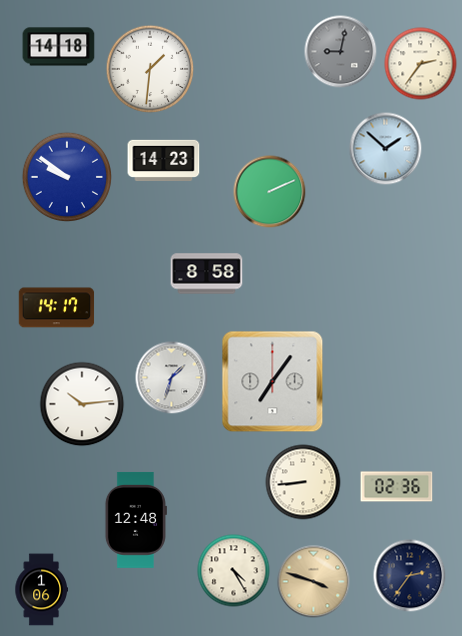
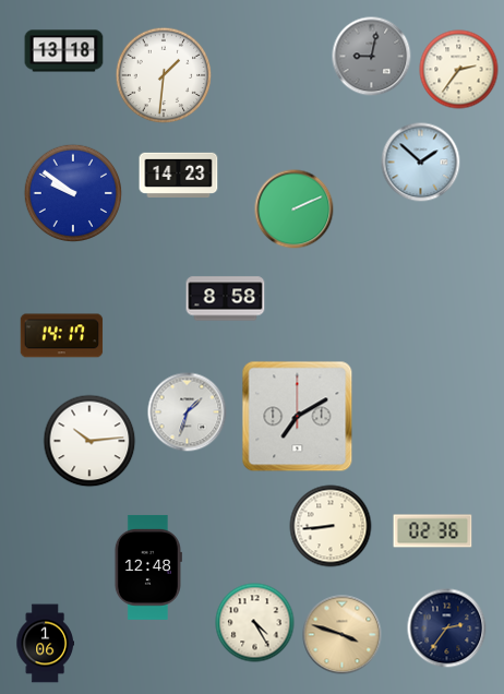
clock at (59, 47): 14:18 -> 13:18
clock at (273, 382): 7:06 -> 7:10
